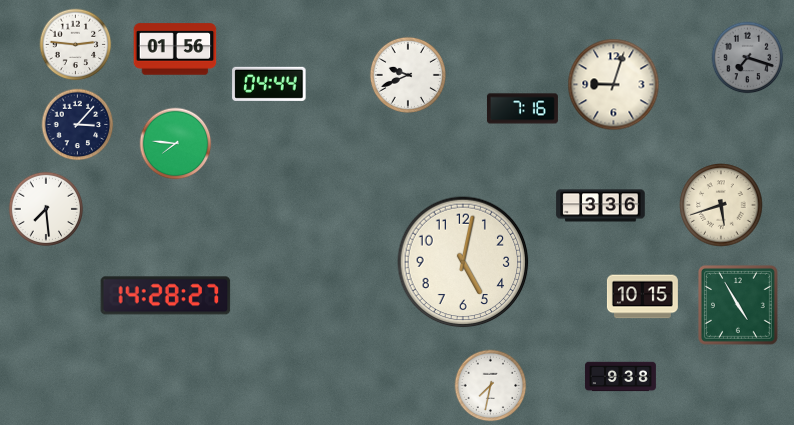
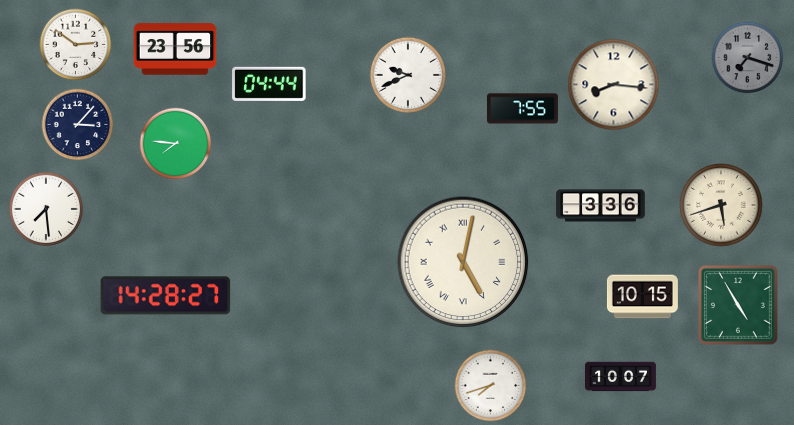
clock at (76, 45): 2:46 -> 2:51
clock at (175, 49): 01:56 -> 23:56
clock at (614, 85): 9:03 -> 8:16
clock at (522, 109): 7:16 -> 7:55
clock at (463, 262) numerals: Arabic -> Roman
clock at (620, 377): 9:38 -> 10:07
clock at (491, 386): 7:32 -> 7:42
